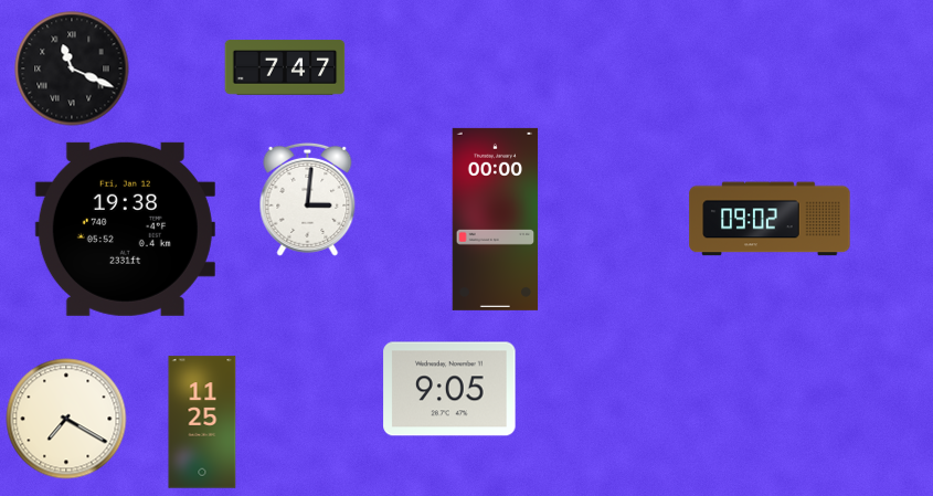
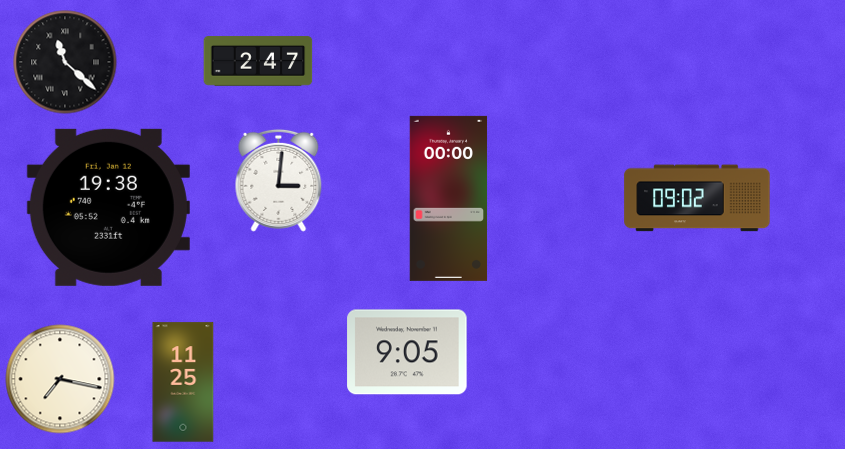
clock at (285, 67): 7:47 -> 2:47
clock at (72, 68): 11:19 -> 11:22
clock at (125, 229) position: (125, 229) -> (108, 207)
clock at (66, 419): 7:20 -> 7:17
